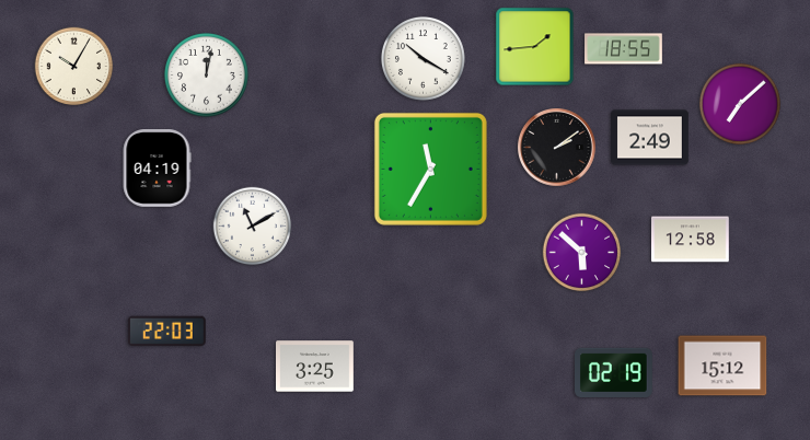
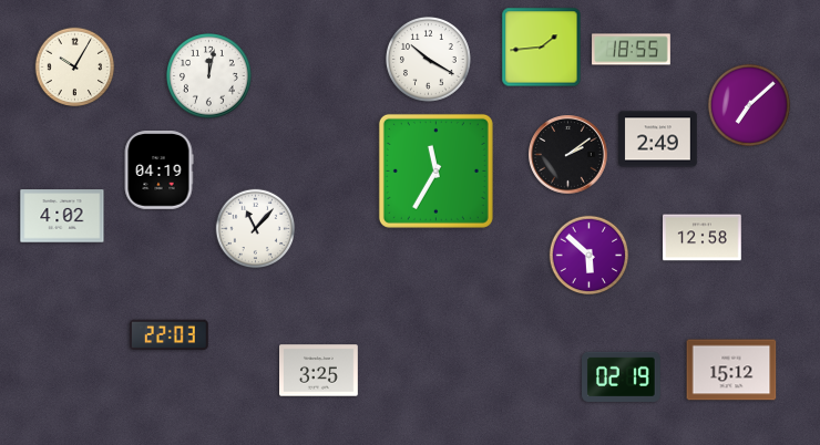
clock at (557, 148) position: (557, 148) -> (568, 155)
clock at (62, 216): none -> 4:02
clock at (253, 227): 11:10 -> 11:07
clock at (691, 240) position: (691, 240) -> (703, 238)
